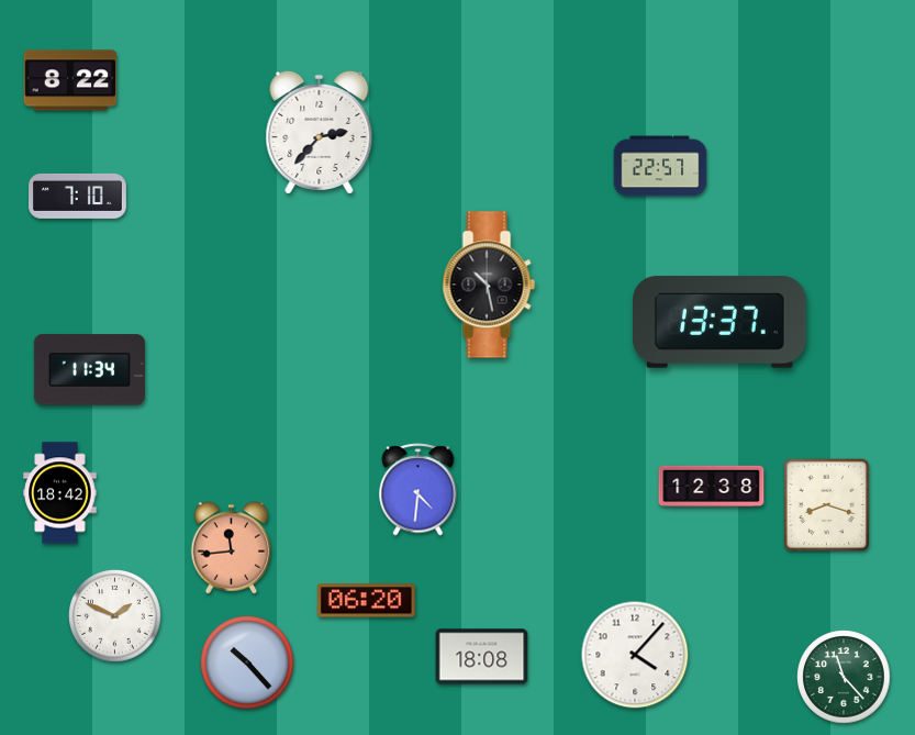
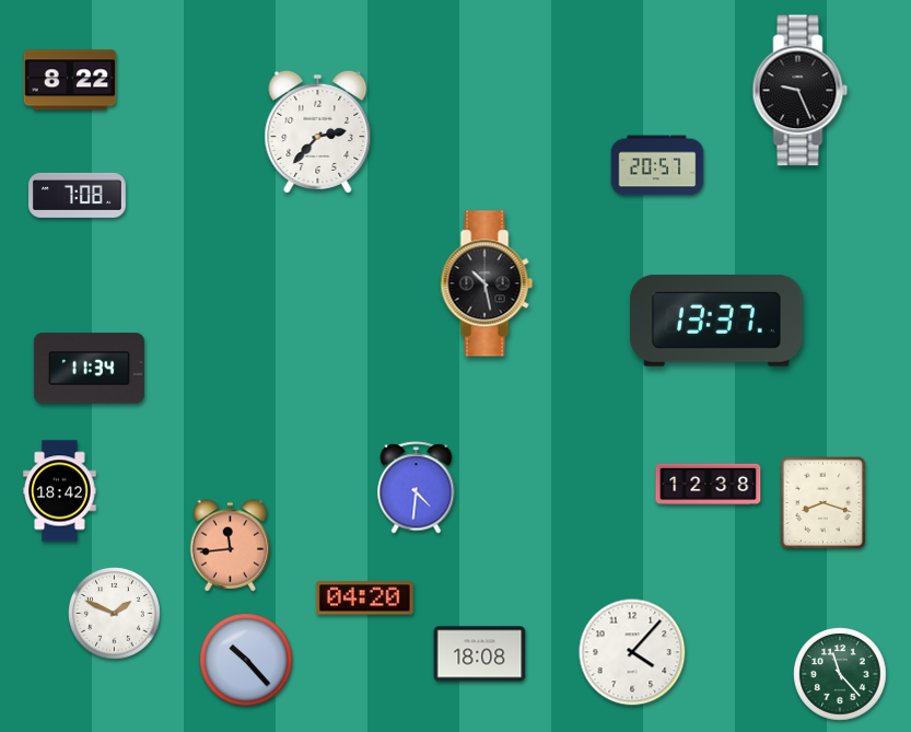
clock at (801, 91): none -> 9:26
clock at (660, 166): 22:57 -> 20:57
clock at (78, 196): 7:10 -> 7:08
clock at (366, 601): 06:20 -> 04:20
